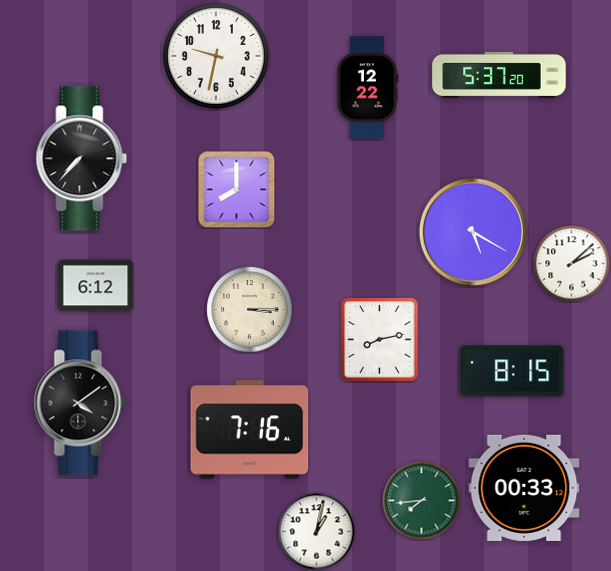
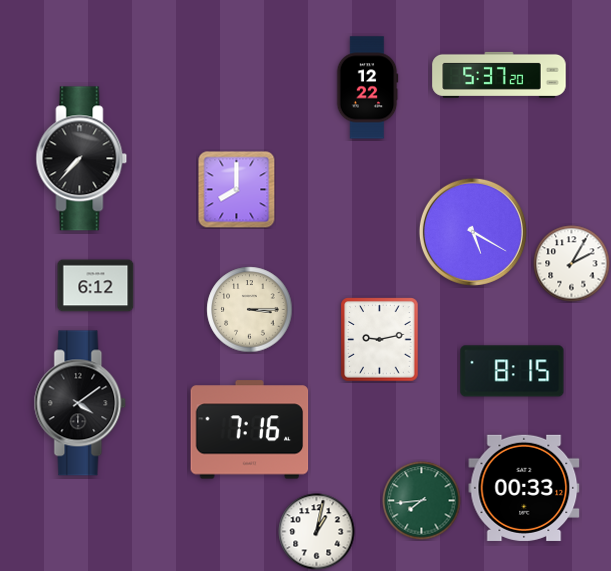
clock at (216, 56): 9:32 -> none
clock at (572, 264): 2:08 -> 2:05
clock at (380, 340): 8:13 -> 9:13
